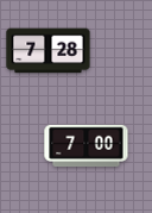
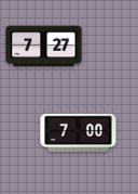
clock at (49, 51): 7:28 -> 7:27
